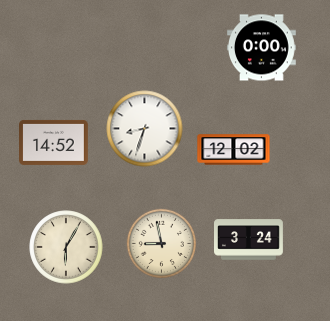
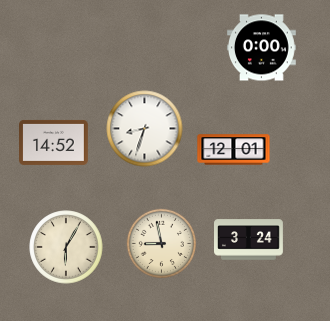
clock at (234, 150): 12:02 -> 12:01
